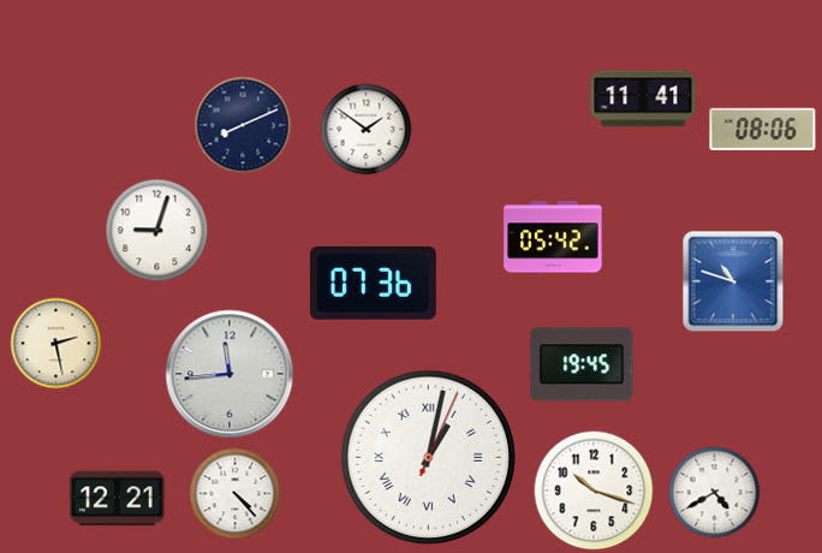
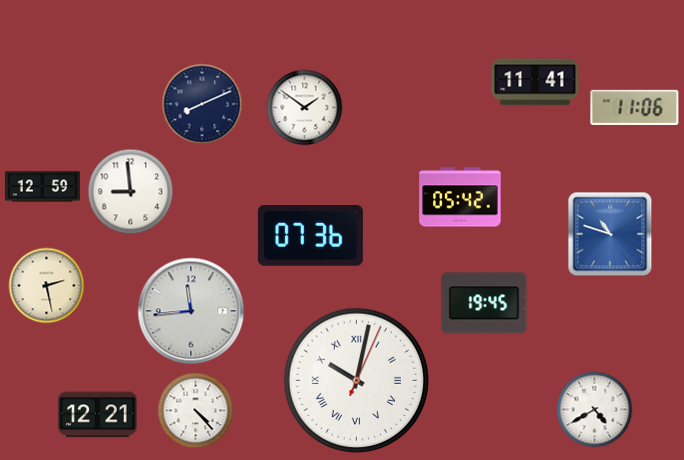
clock at (763, 129): 08:06 -> 11:06
clock at (42, 187): none -> 12:59
clock at (157, 231): 9:03 -> 8:59
clock at (428, 457): 1:02 -> 10:02
clock at (594, 490): 10:18 -> none
